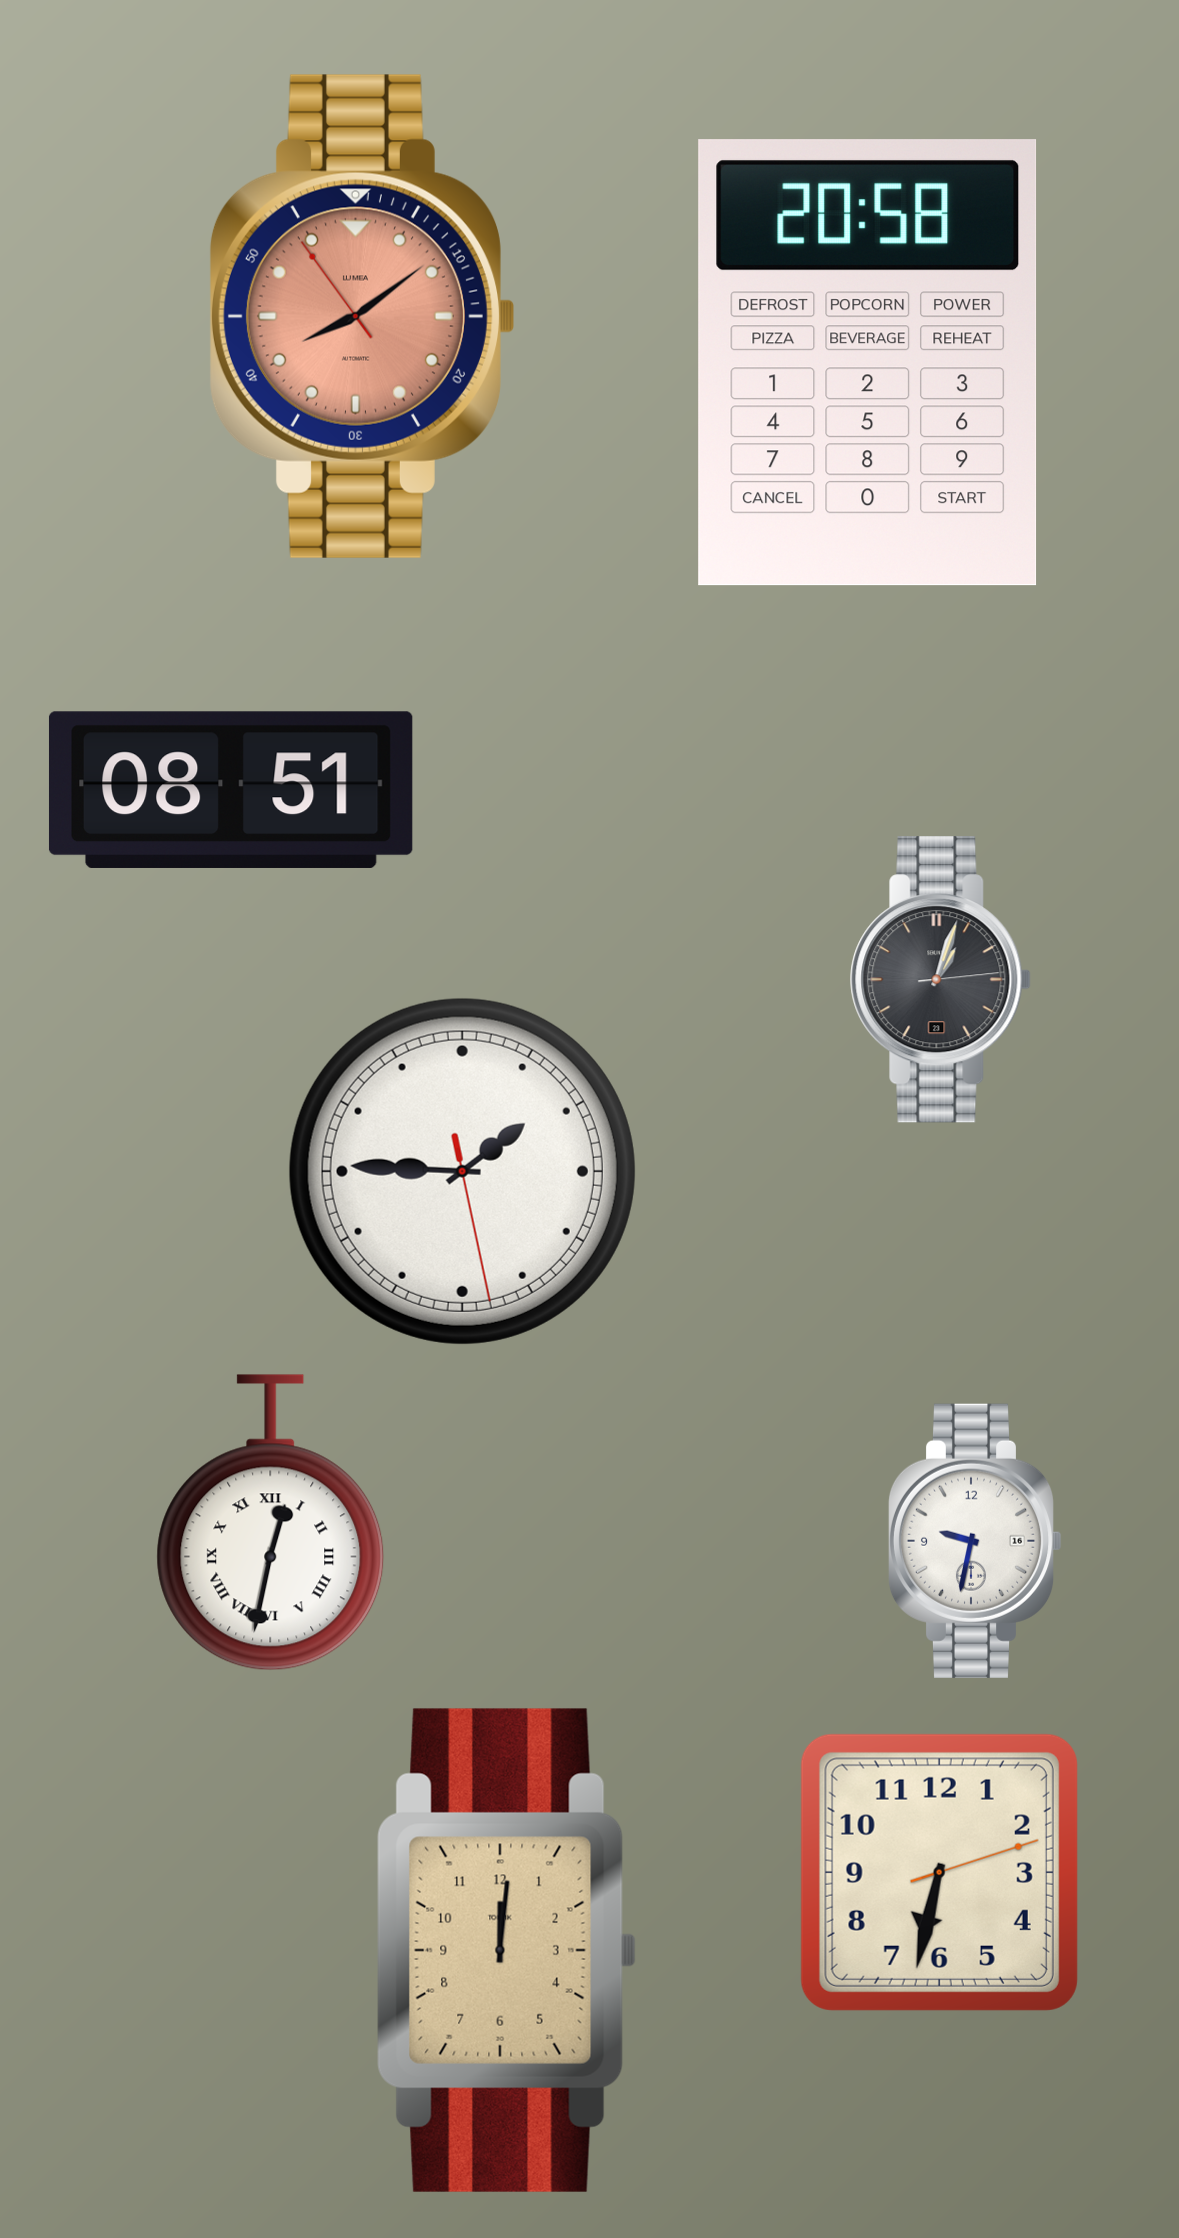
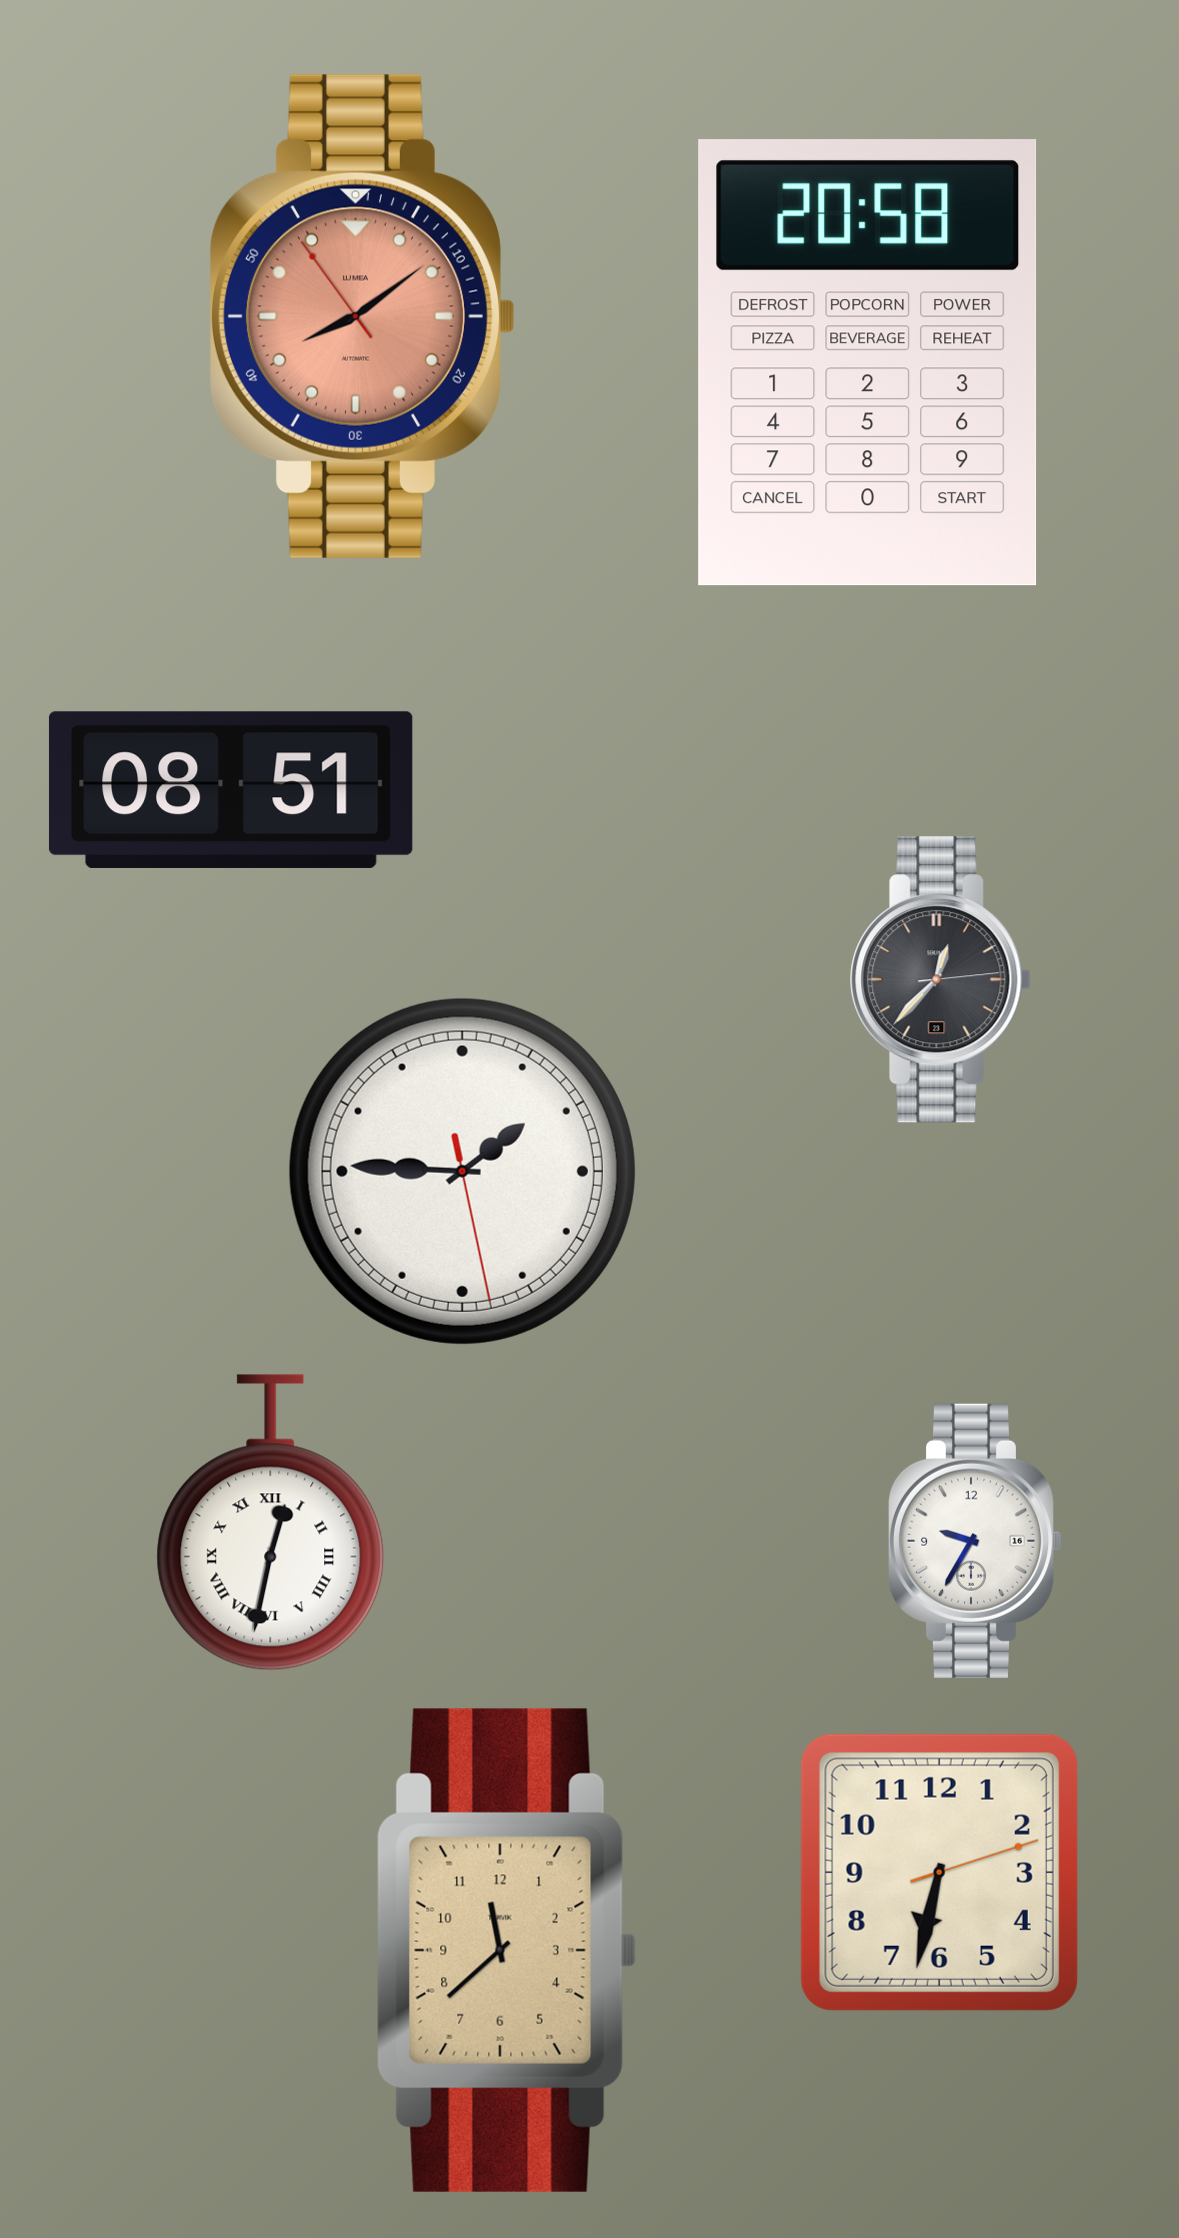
clock at (940, 980): 1:03 -> 12:37
clock at (975, 1541): 9:32 -> 9:35
clock at (506, 1950): 12:01 -> 11:38
